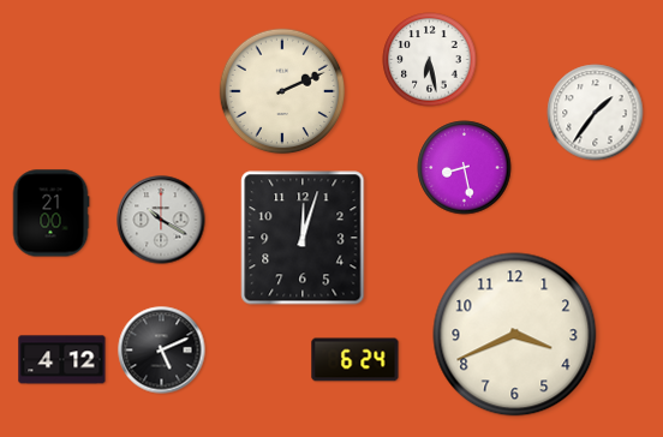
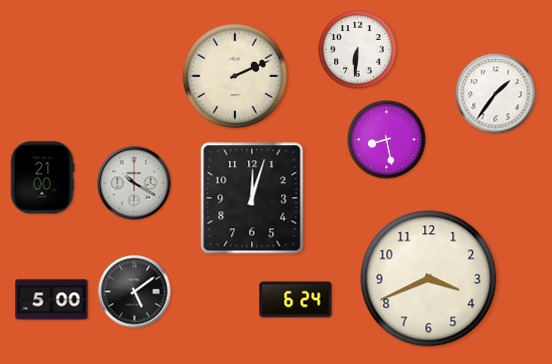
clock at (430, 60): 6:28 -> 6:31
clock at (162, 351): 5:11 -> 5:09
clock at (62, 360): 4:12 -> 5:00
